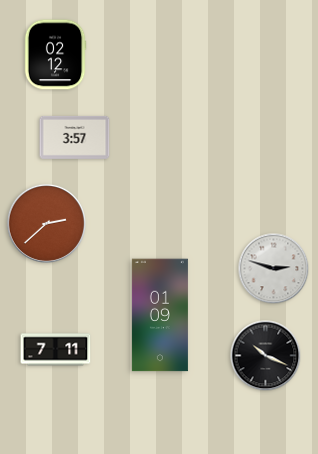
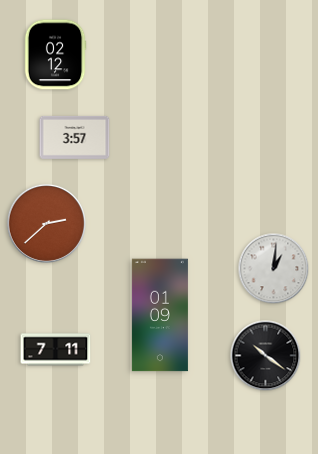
clock at (274, 269): 2:48 -> 1:01
clock at (266, 356): 10:19 -> 10:21
